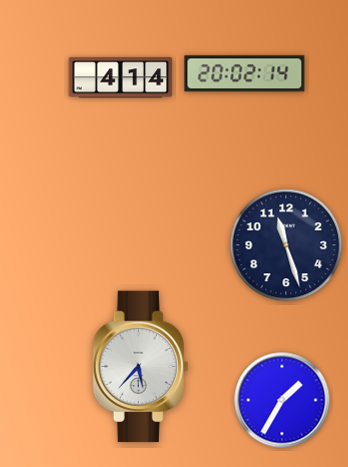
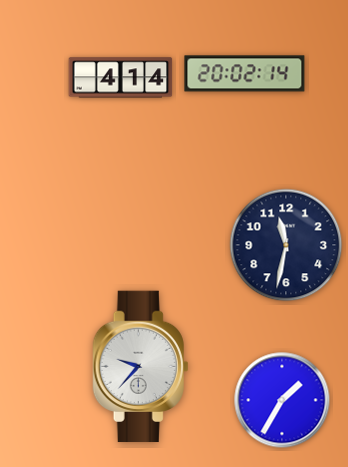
clock at (286, 245): 11:27 -> 11:32
clock at (141, 367): 5:37 -> 9:37
